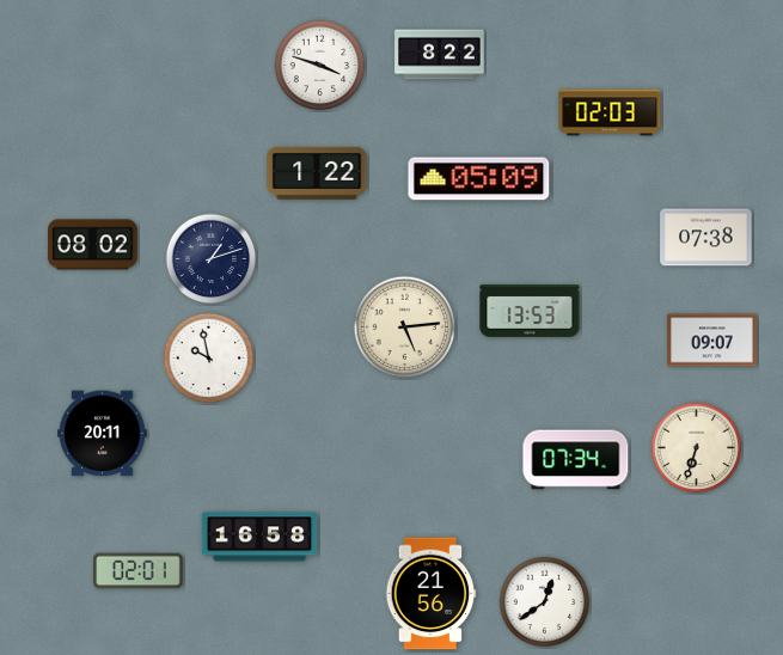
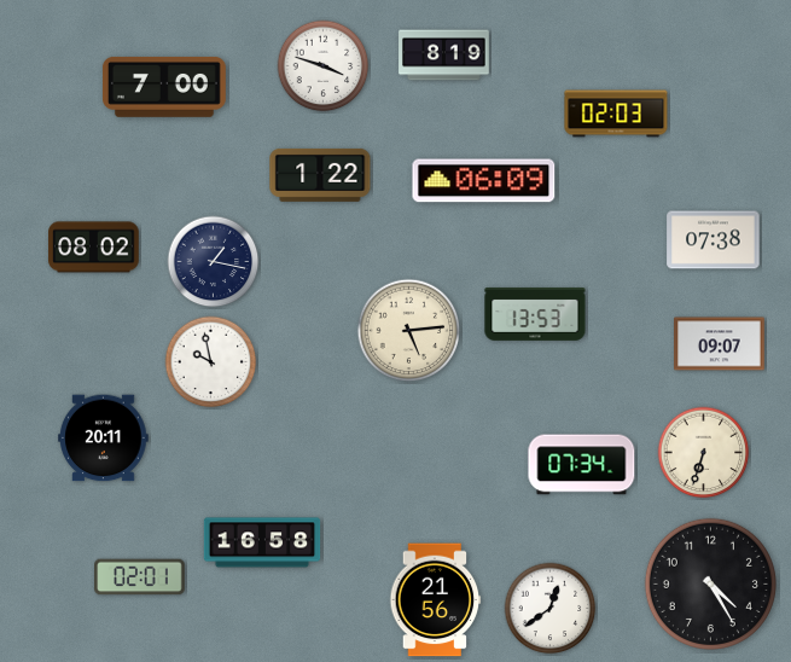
clock at (440, 55): 8:22 -> 8:19
clock at (164, 87): none -> 7:00
clock at (479, 179): 05:09 -> 06:09
clock at (212, 259): 1:12 -> 1:17
clock at (710, 583): none -> 4:25
